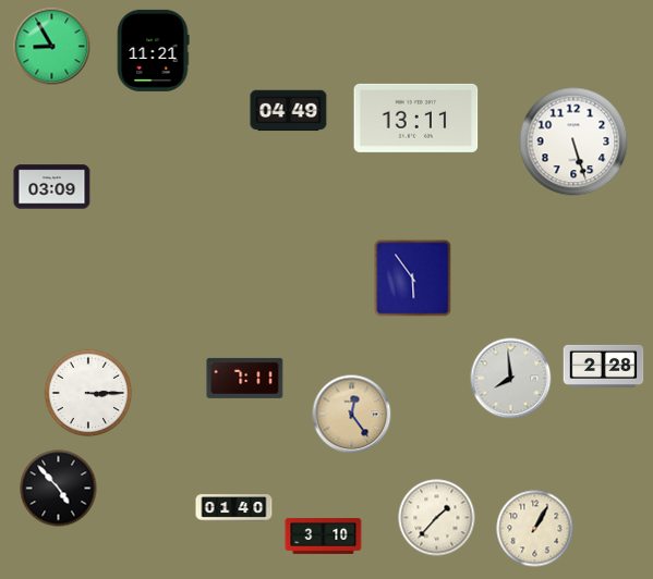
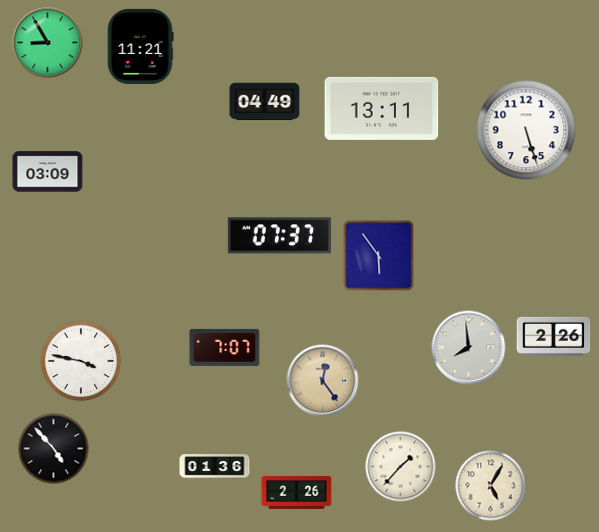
clock at (279, 236): none -> 07:37
clock at (604, 366): 2:28 -> 2:26
clock at (245, 378): 7:11 -> 7:07
clock at (88, 393): 3:15 -> 3:47
clock at (234, 508): 01:40 -> 01:36
clock at (437, 518) position: (437, 518) -> (401, 467)
clock at (535, 529): 1:05 -> 5:05
clock at (324, 535): 3:10 -> 2:26
